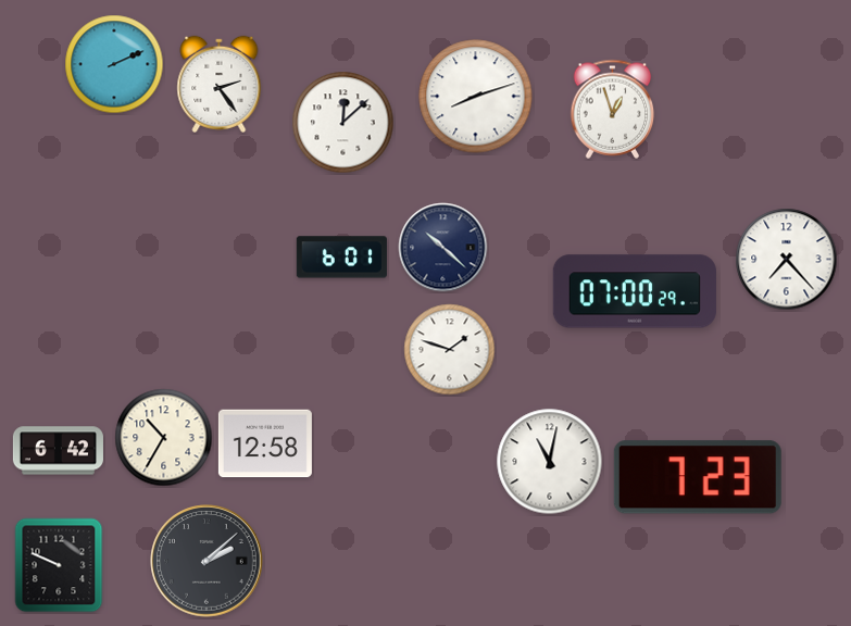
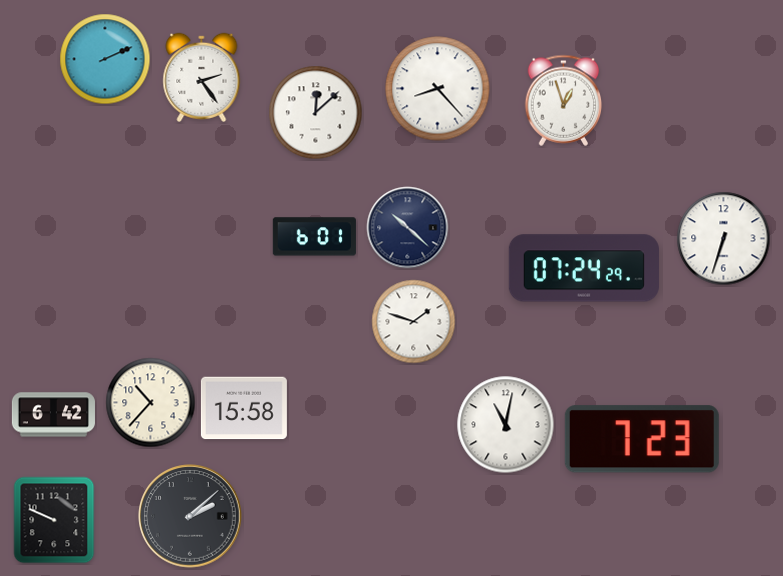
clock at (476, 97): 8:12 -> 8:23
clock at (787, 260): 7:23 -> 6:33
clock at (635, 291): 07:00 -> 07:24
clock at (164, 438): 10:35 -> 10:37
clock at (265, 443): 12:58 -> 15:58
